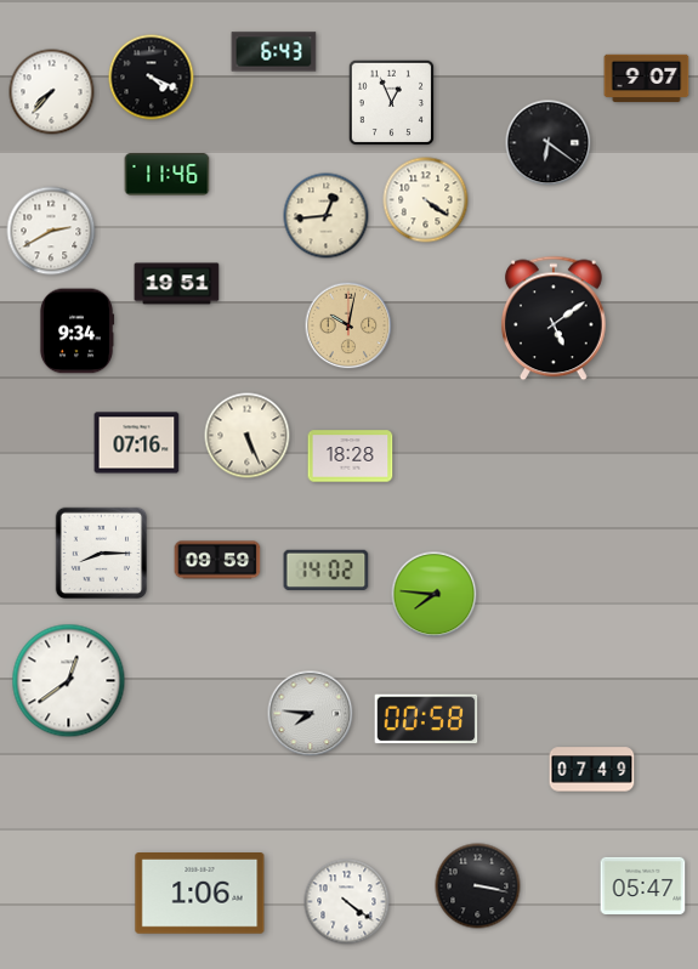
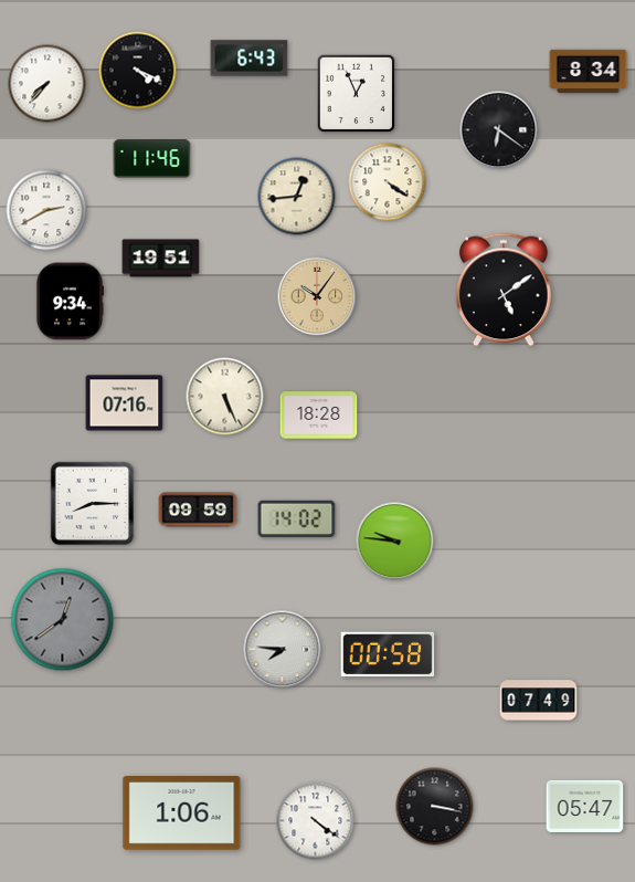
clock at (274, 52) position: (274, 52) -> (250, 59)
clock at (647, 79): 9:07 -> 8:34
clock at (348, 325): 10:02 -> 10:06
clock at (435, 595): 7:46 -> 9:46
clock at (69, 681) dial: white -> grey
